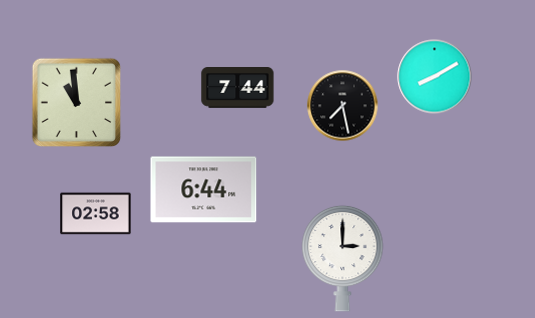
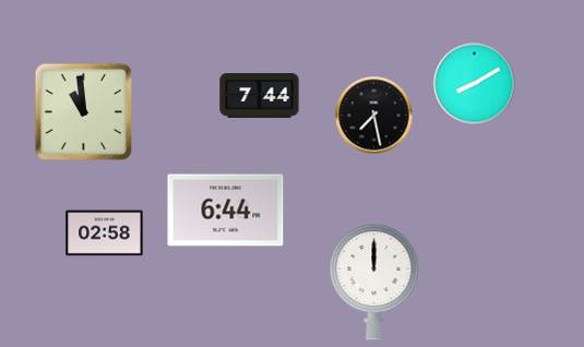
clock at (204, 190) position: (204, 190) -> (226, 211)
clock at (343, 258): 3:00 -> 12:00
